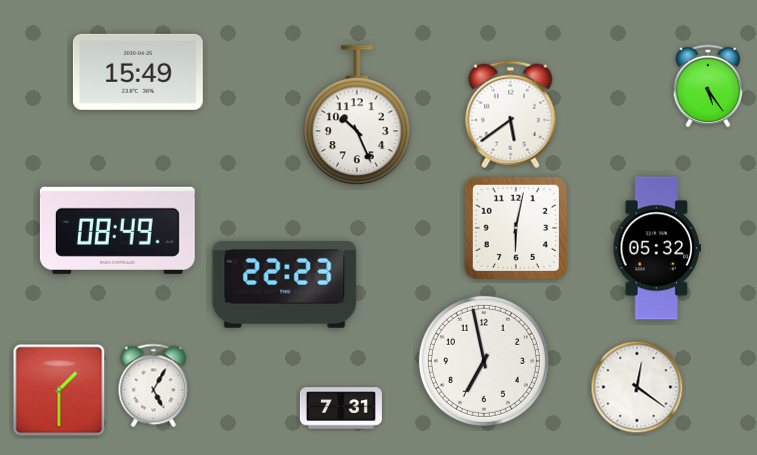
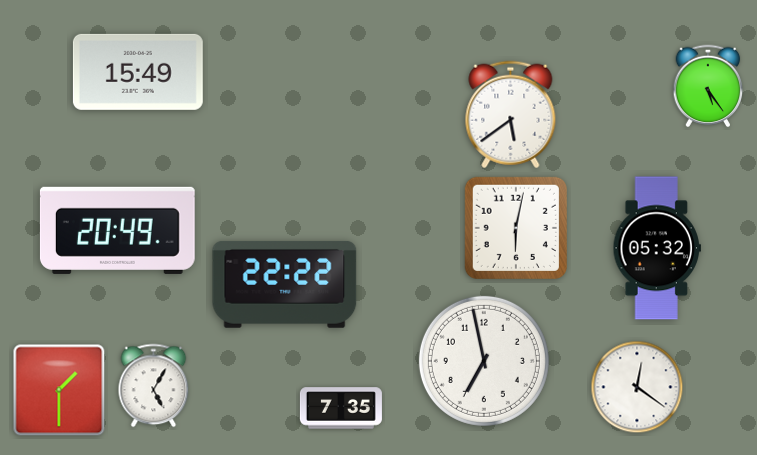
clock at (357, 116): 10:26 -> none
clock at (117, 230): 08:49 -> 20:49
clock at (285, 284): 22:23 -> 22:22
clock at (341, 408): 7:31 -> 7:35
